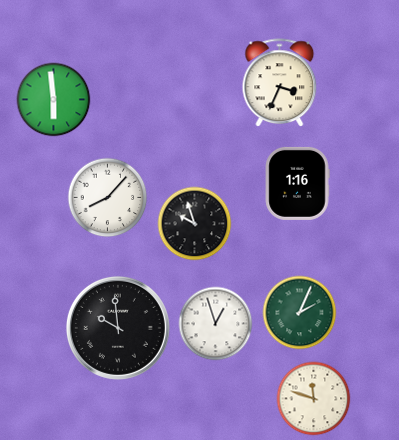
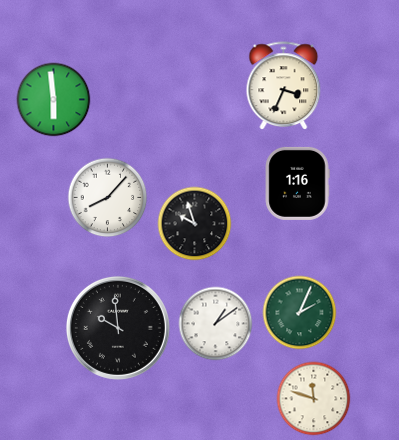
clock at (280, 83) position: (280, 83) -> (284, 86)
clock at (216, 324): 12:57 -> 1:09
